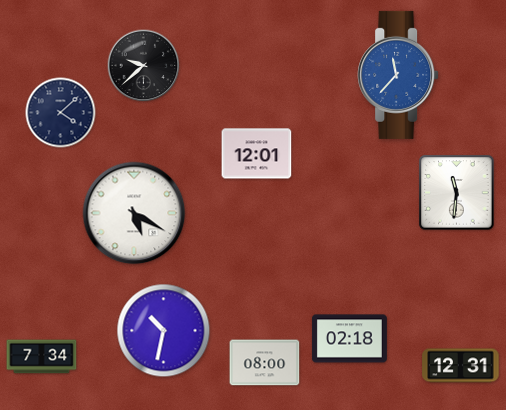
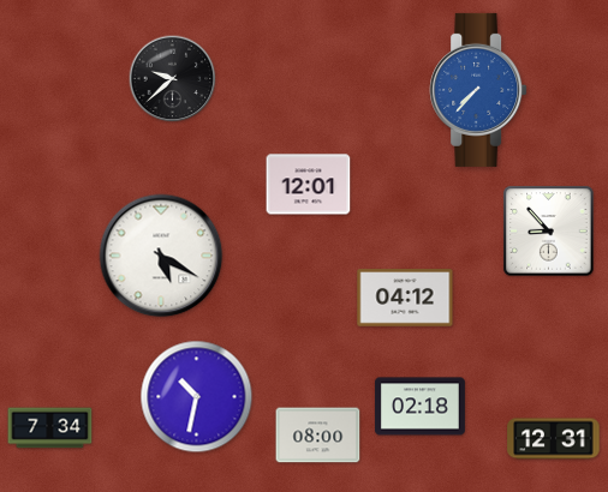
clock at (398, 75): 11:37 -> 7:37
clock at (61, 113): 4:08 -> none
clock at (457, 193): 11:31 -> 8:53
clock at (405, 298): none -> 04:12
